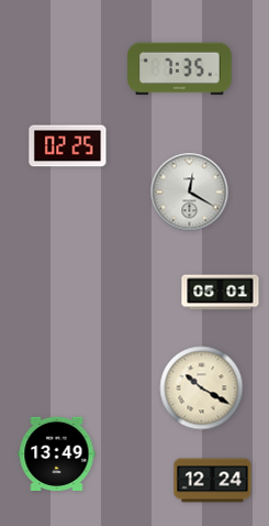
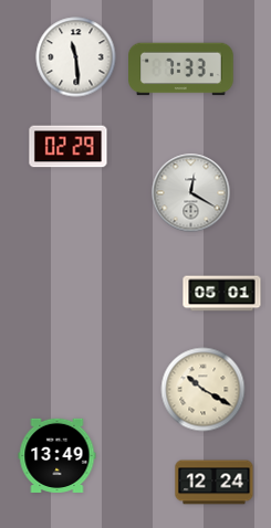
clock at (76, 57): none -> 11:29
clock at (180, 69): 7:35 -> 7:33
clock at (68, 146): 02:25 -> 02:29
